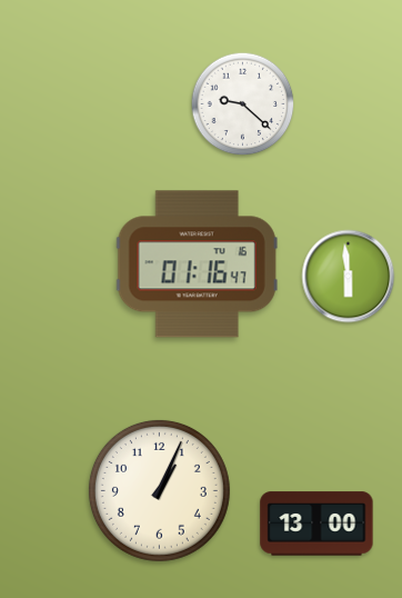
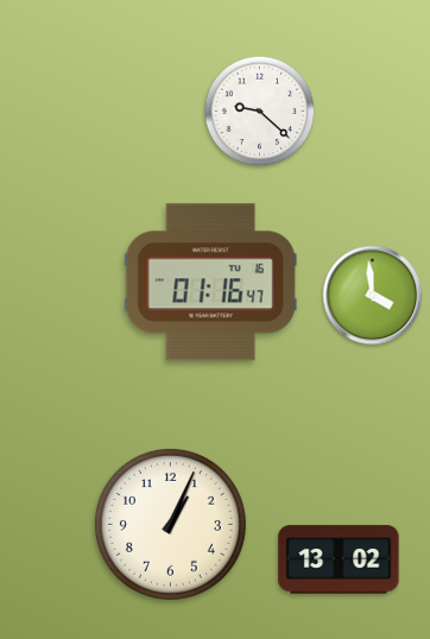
clock at (349, 277): 5:59 -> 3:59
clock at (316, 524): 13:00 -> 13:02
